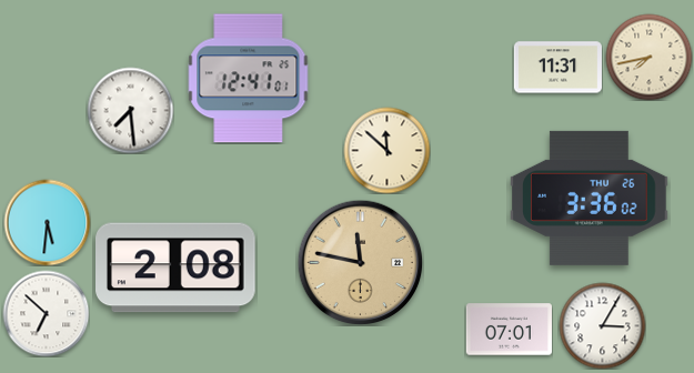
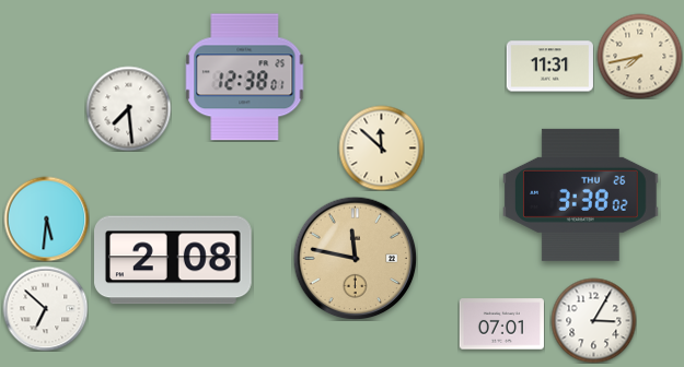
clock at (249, 79): 12:41 -> 12:38
clock at (590, 198): 3:36 -> 3:38
clock at (177, 268) position: (177, 268) -> (174, 260)
